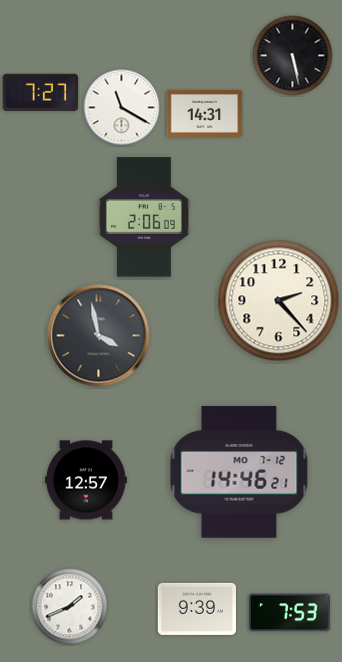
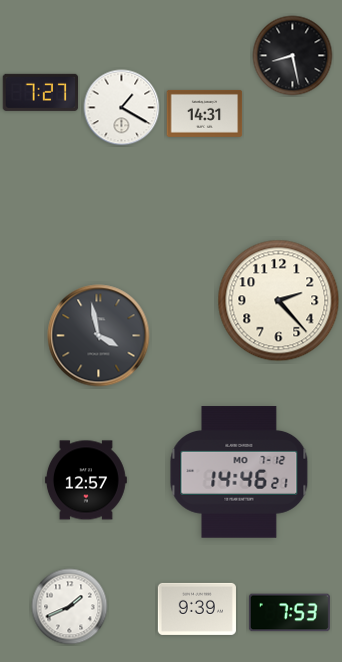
clock at (293, 56): 5:28 -> 8:28
clock at (122, 108): 11:20 -> 1:20
clock at (144, 217): 2:06 -> none
